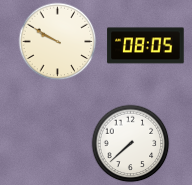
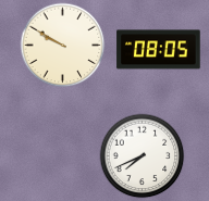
clock at (130, 143): 7:38 -> 7:41
